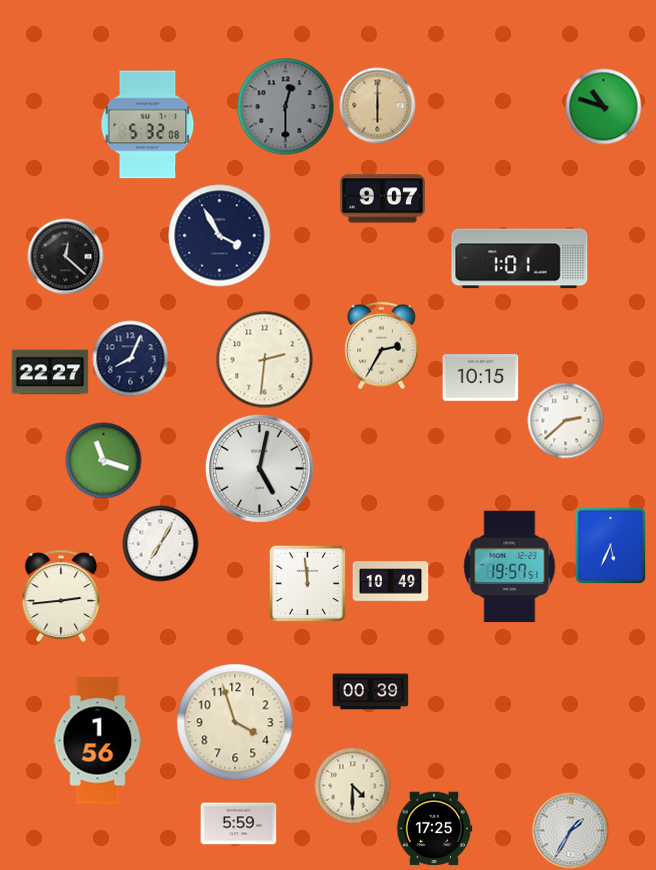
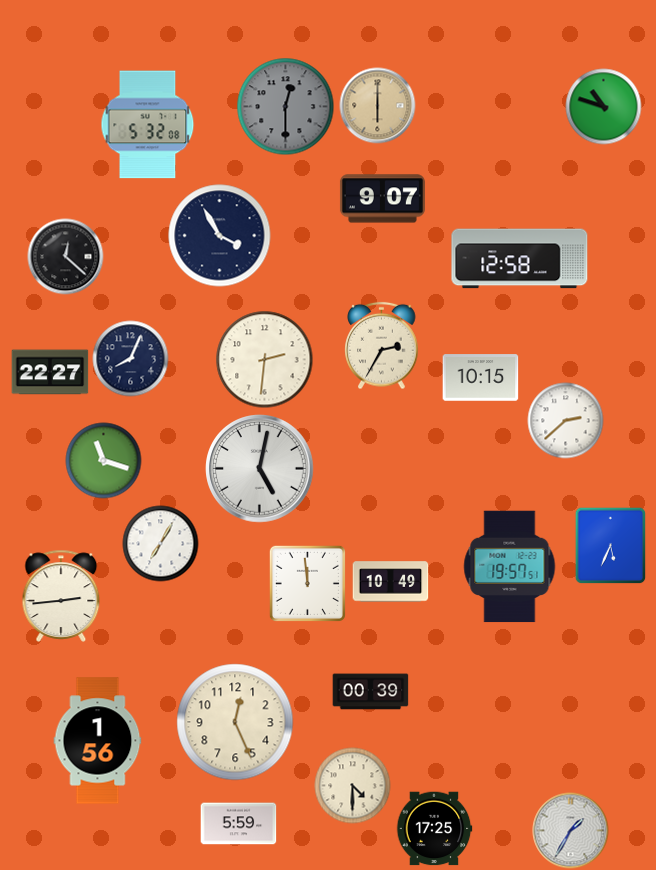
clock at (520, 259): 1:01 -> 12:58
clock at (235, 722): 3:57 -> 12:26
